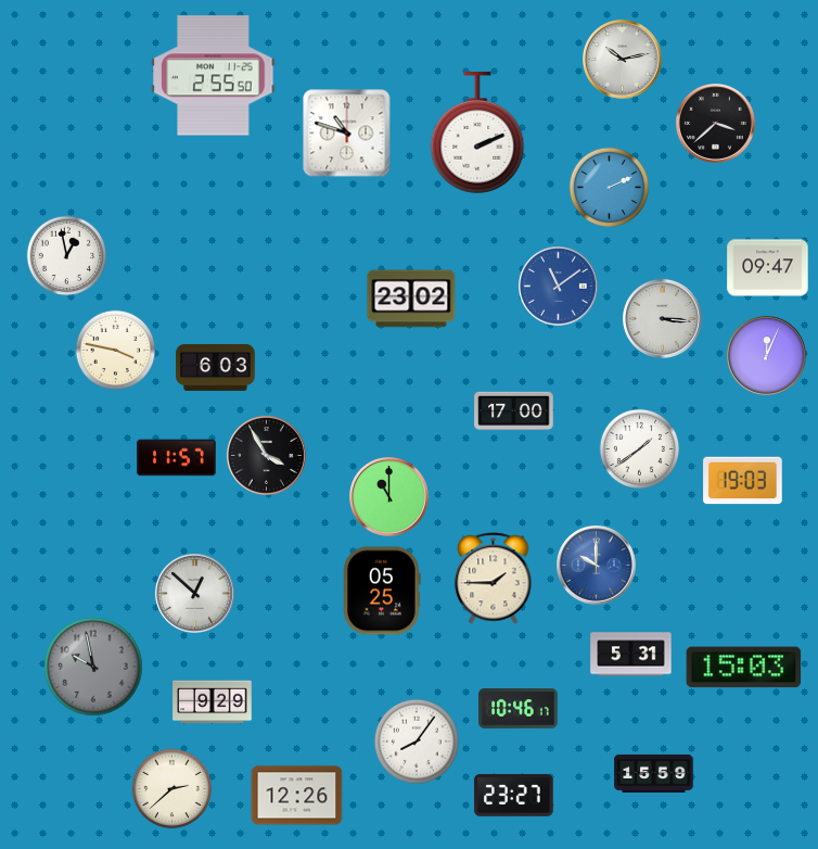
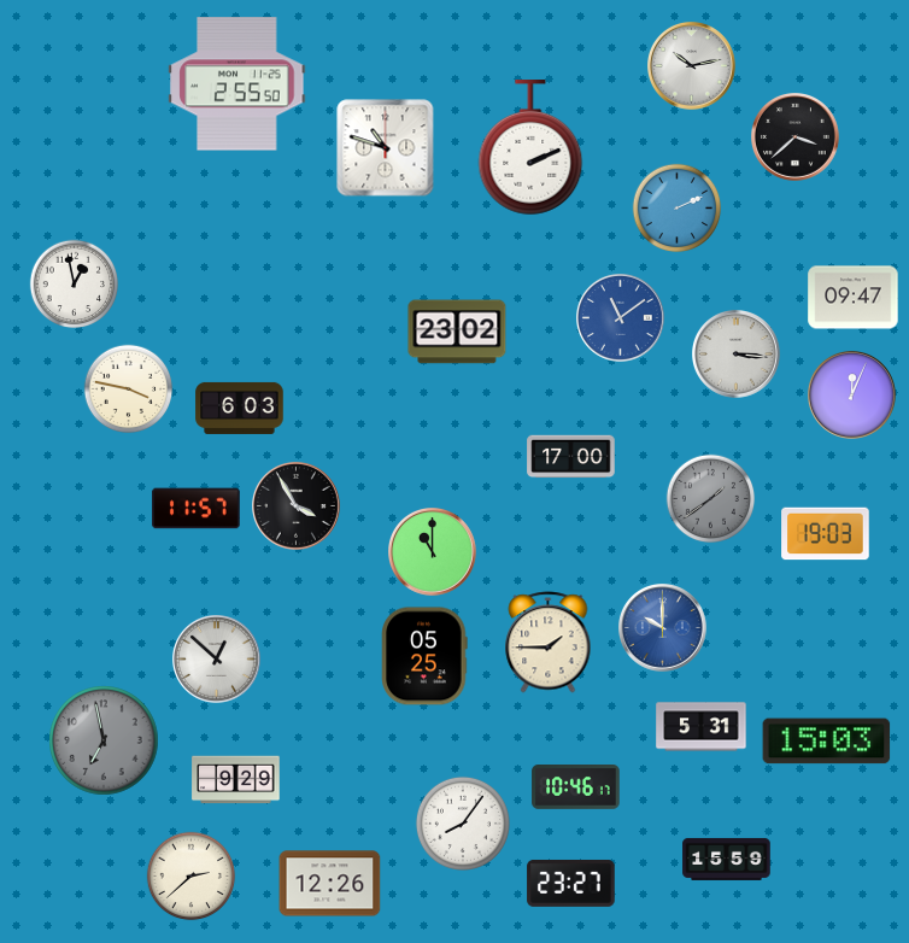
clock at (640, 449) dial: white -> grey
clock at (93, 667): 9:58 -> 6:58
